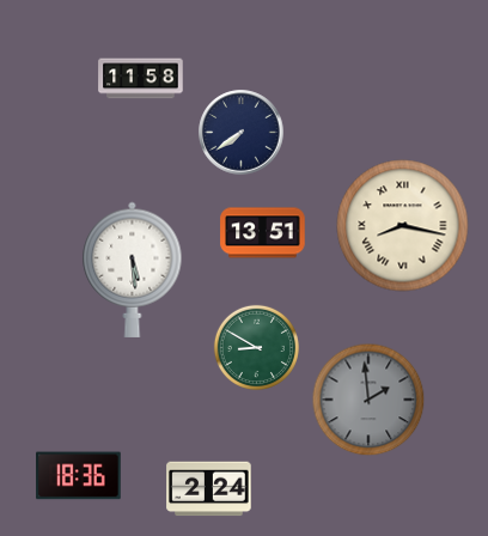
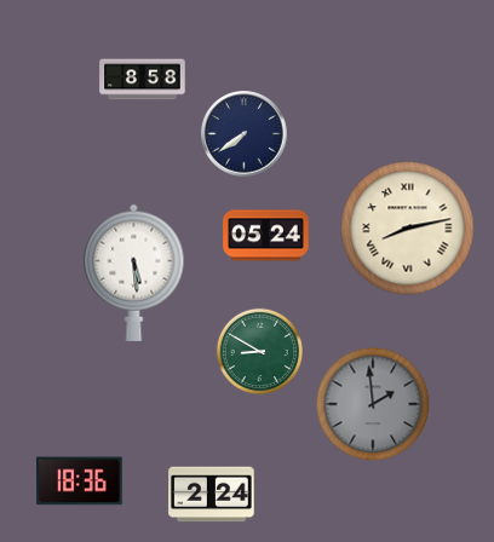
clock at (141, 79): 11:58 -> 8:58
clock at (403, 226): 8:17 -> 8:13
clock at (263, 233): 13:51 -> 05:24
